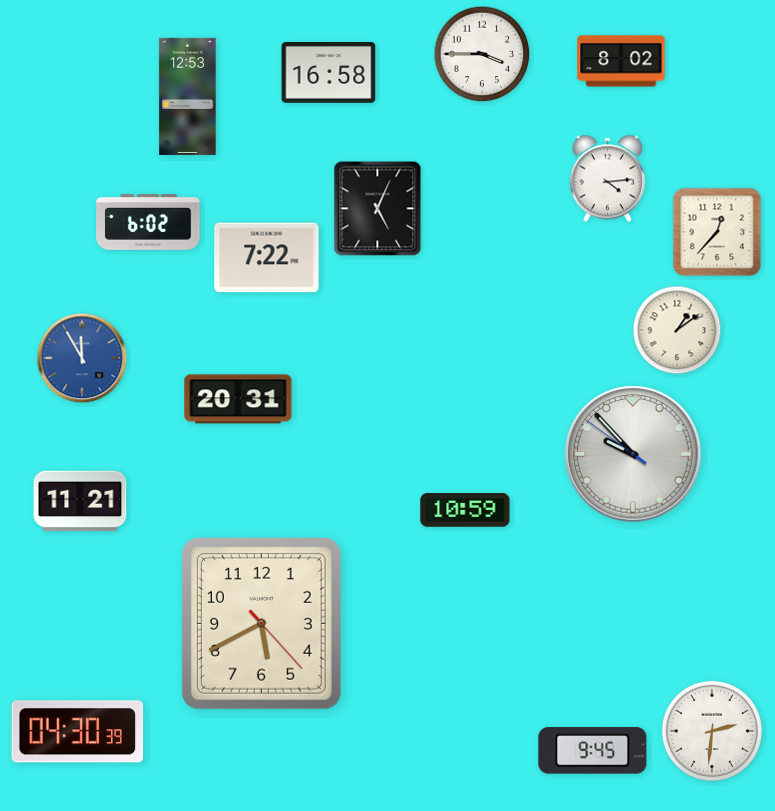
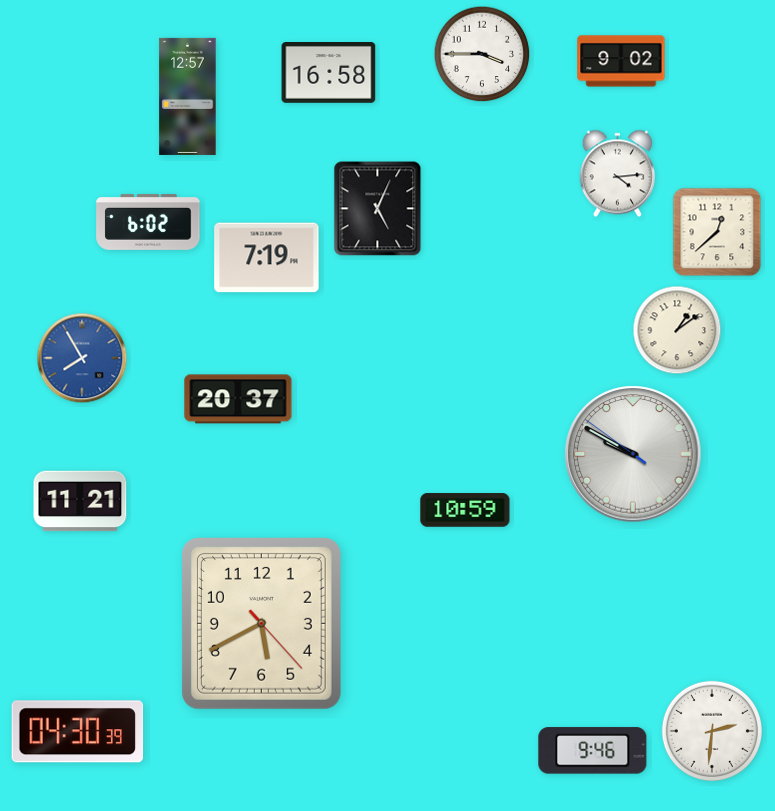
clock at (621, 61): 8:02 -> 9:02
clock at (188, 96): 12:53 -> 12:57
clock at (607, 179) position: (607, 179) -> (617, 174)
clock at (717, 232): 12:37 -> 12:38
clock at (267, 258): 7:22 -> 7:19
clock at (82, 358): 11:55 -> 7:55
clock at (238, 399): 20:31 -> 20:37
clock at (633, 454): 9:52 -> 9:49
clock at (593, 751): 9:45 -> 9:46
